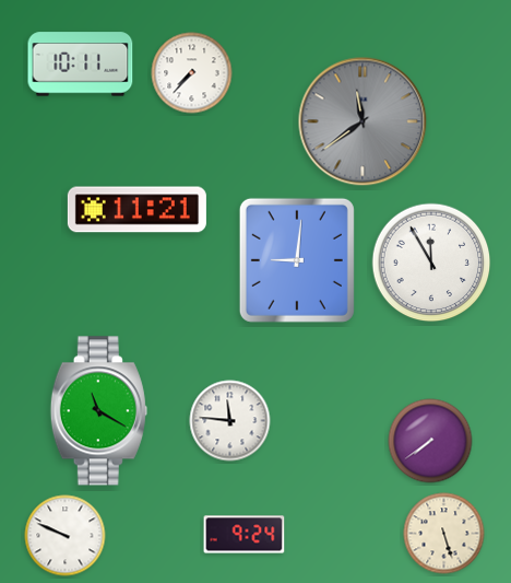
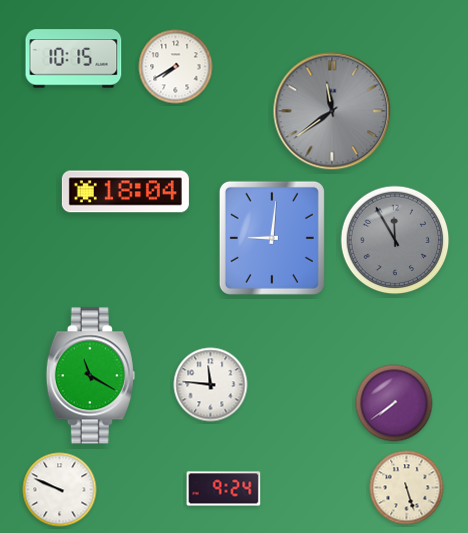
clock at (81, 65): 10:11 -> 10:15
clock at (192, 73): 7:37 -> 7:40
clock at (136, 210): 11:21 -> 18:04
clock at (431, 263) dial: white -> grey
